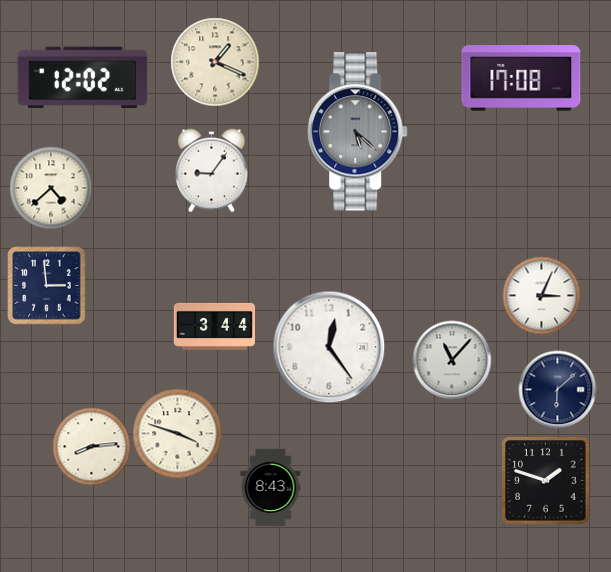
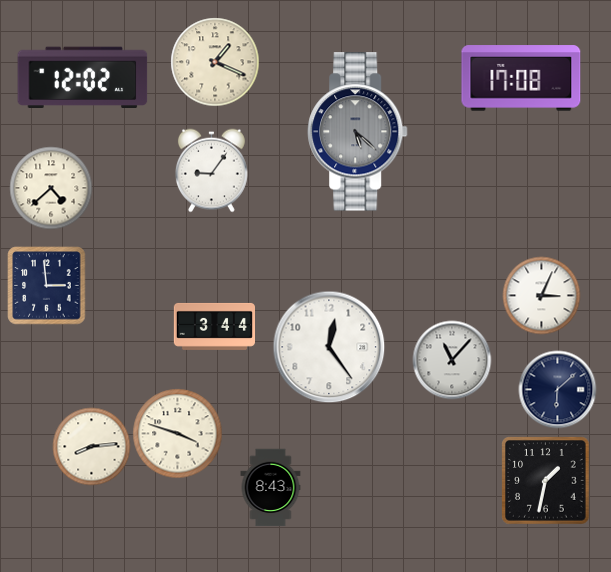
clock at (545, 480): 1:48 -> 1:32
